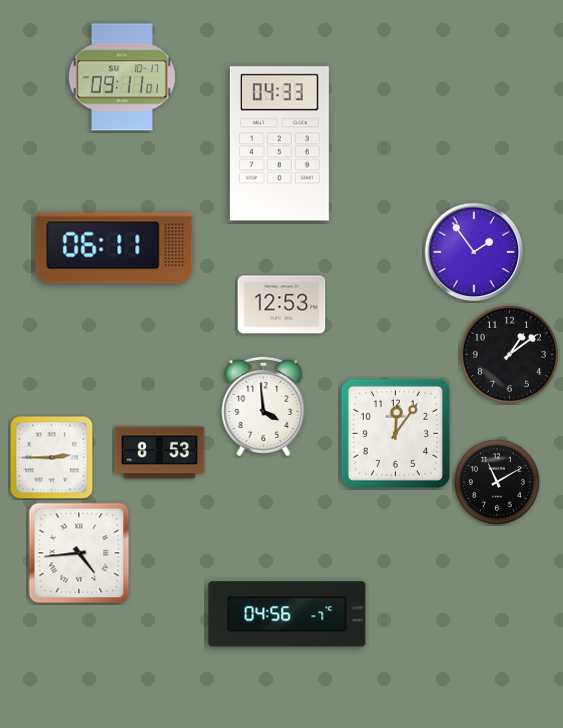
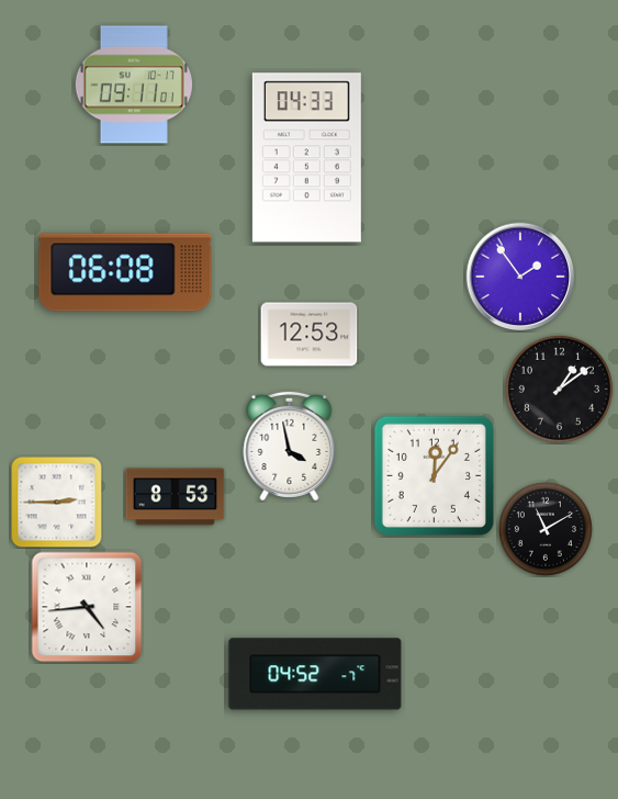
clock at (114, 248): 06:11 -> 06:08
clock at (264, 406): 3:59 -> 3:58
clock at (287, 614): 04:56 -> 04:52
